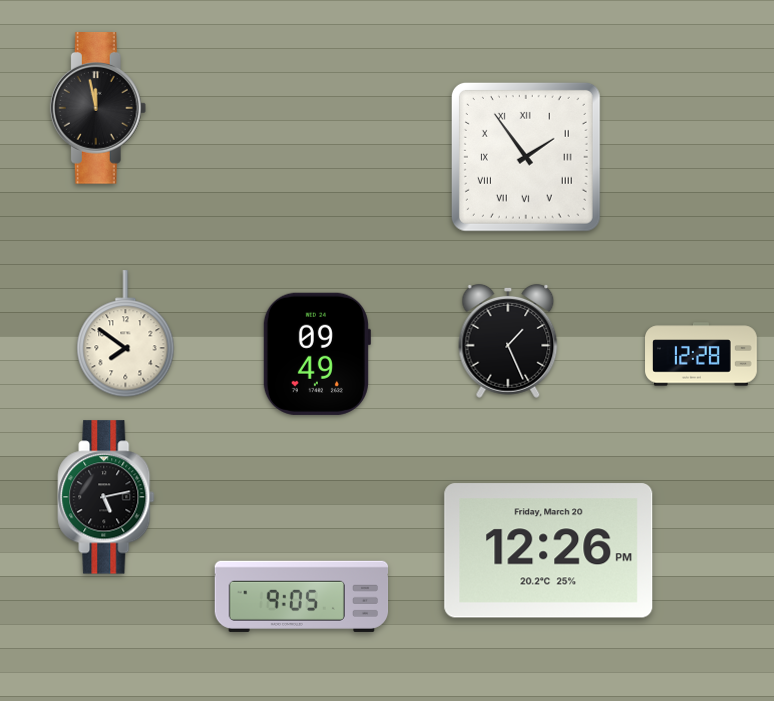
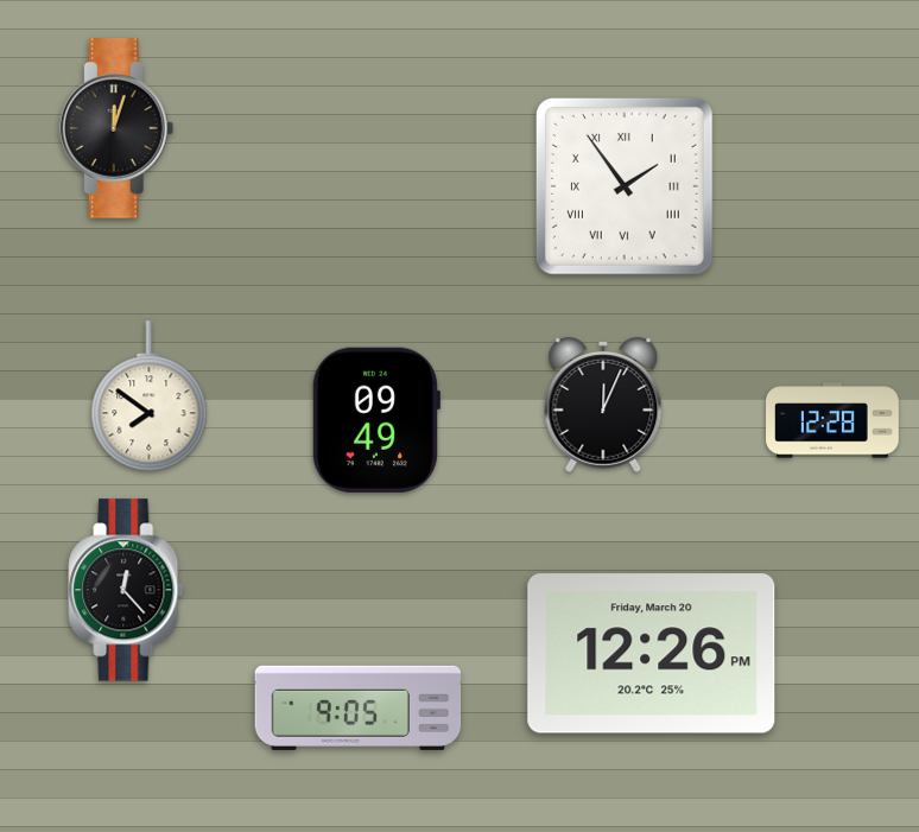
clock at (98, 109): 11:58 -> 12:03
clock at (508, 341): 1:26 -> 12:04
clock at (106, 497): 5:13 -> 12:23
